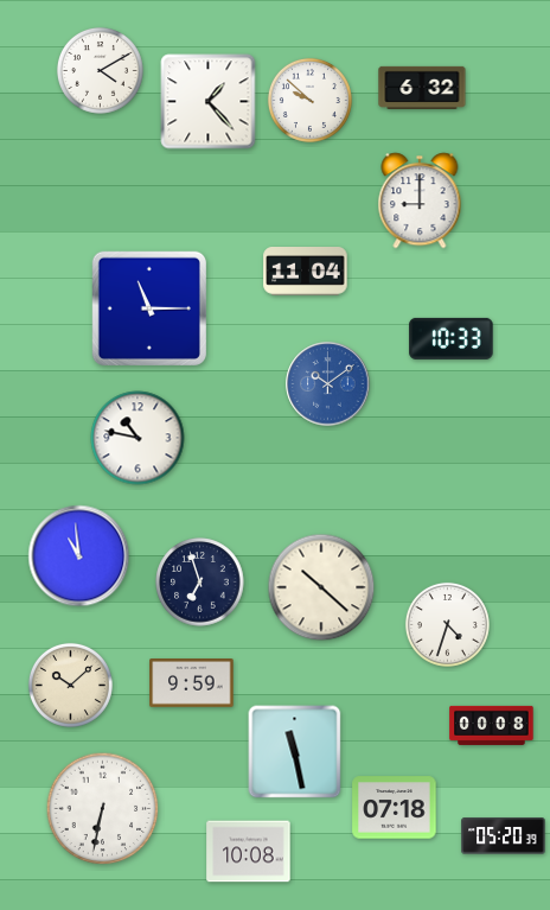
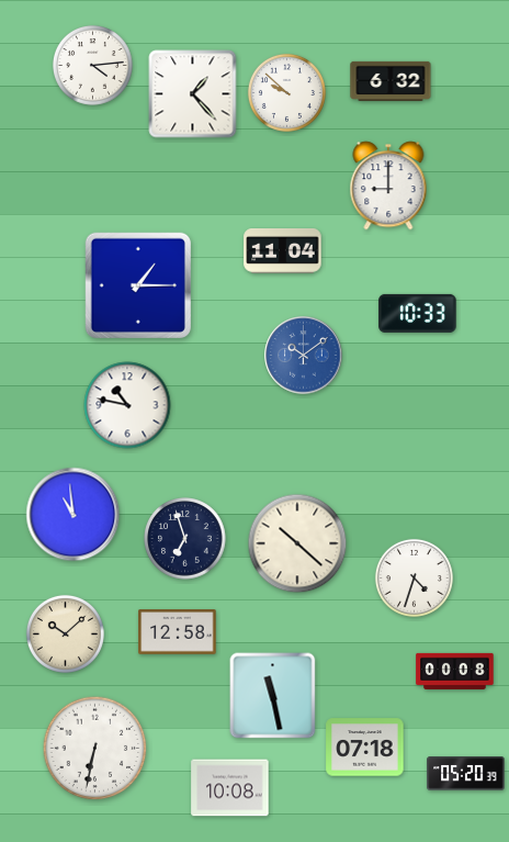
clock at (100, 70): 4:10 -> 4:14
clock at (148, 307): 11:15 -> 1:15
clock at (192, 683): 9:59 -> 12:58
